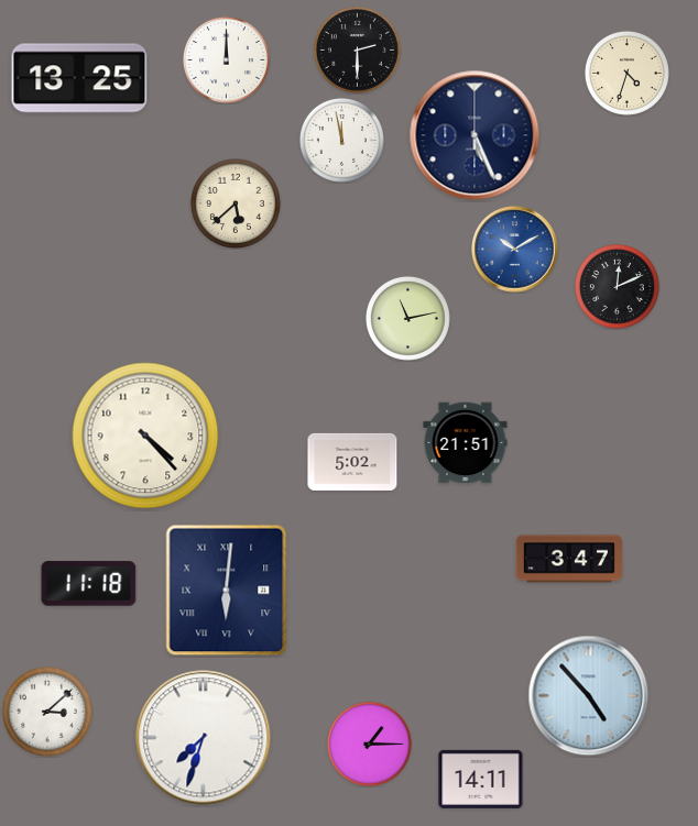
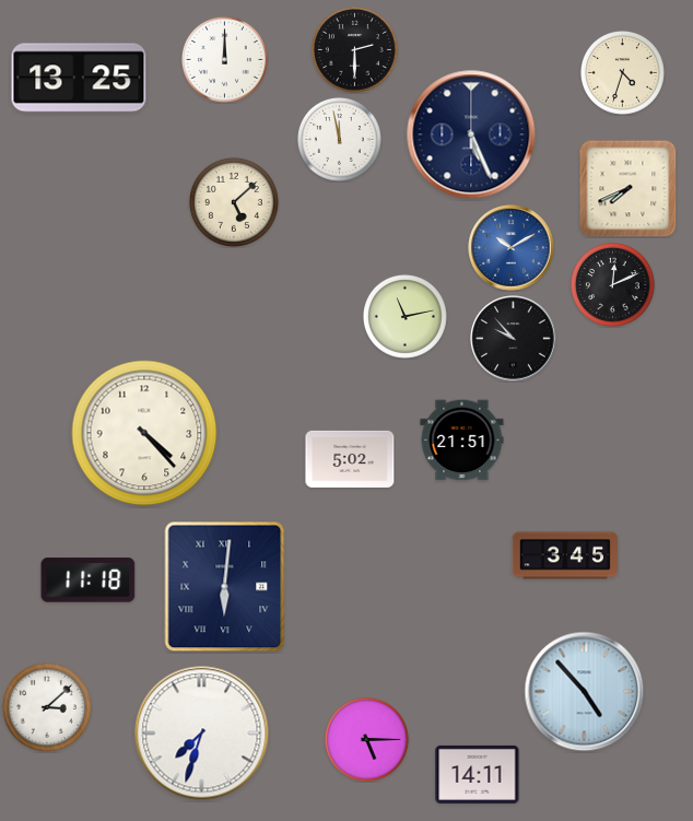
clock at (629, 189): none -> 7:41
clock at (236, 203): 5:38 -> 5:08
clock at (514, 339): none -> 9:53
clock at (568, 559): 3:47 -> 3:45
clock at (369, 744): 1:15 -> 5:15
